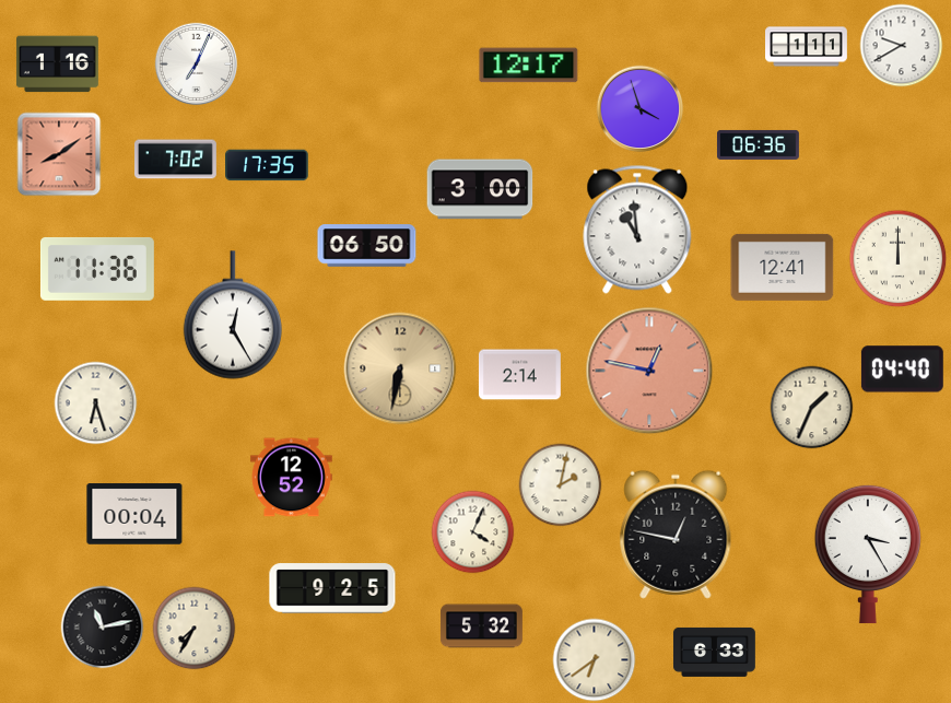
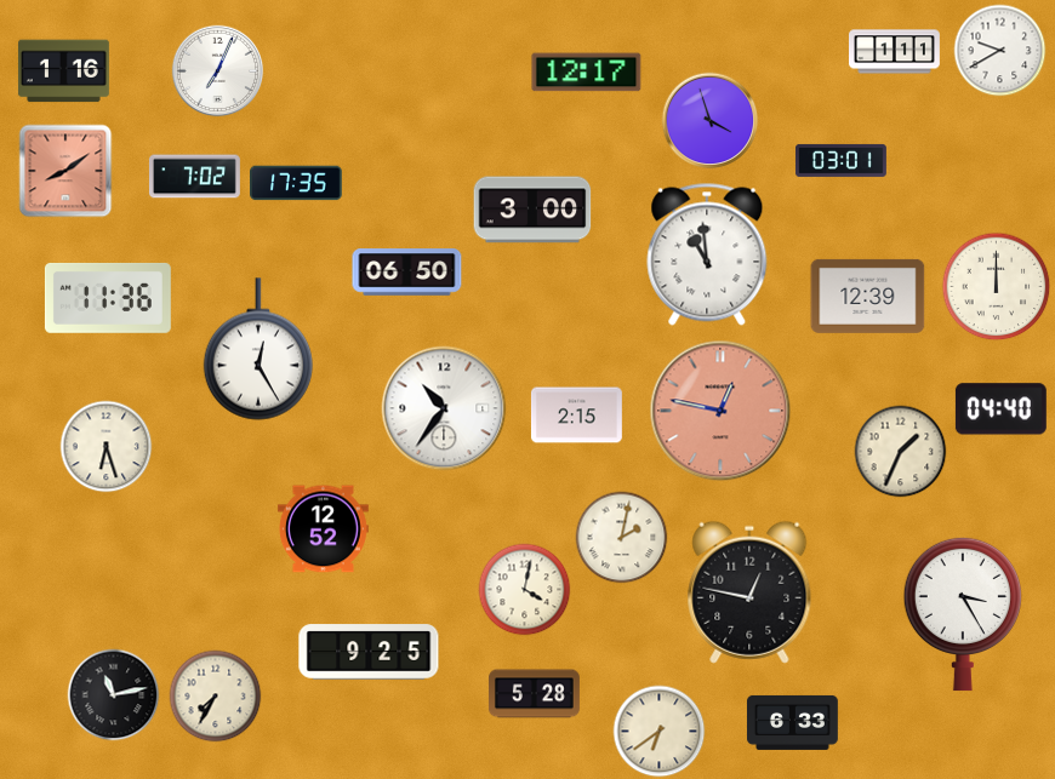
clock at (759, 144): 06:36 -> 03:01
clock at (783, 267): 12:41 -> 12:39
clock at (400, 368): 6:32 -> 10:36
clock at (400, 368) dial: champagne -> white
clock at (519, 375): 2:14 -> 2:15
clock at (134, 514): 00:04 -> none
clock at (473, 532): 4:04 -> 4:02
clock at (481, 626): 5:32 -> 5:28
